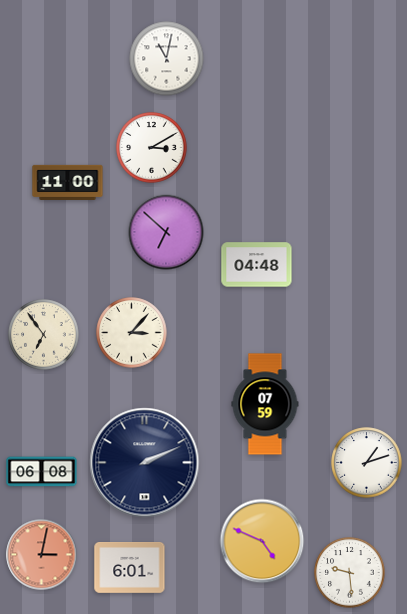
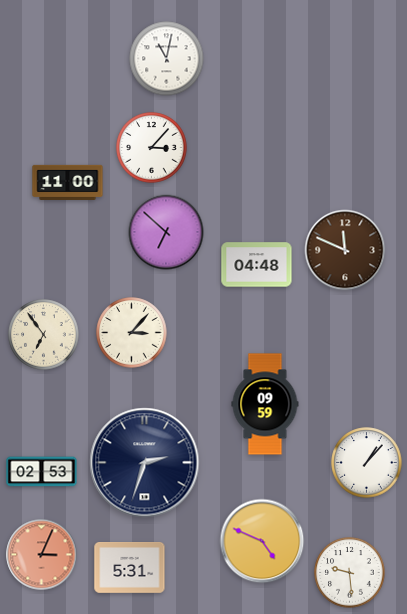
clock at (152, 148): 3:10 -> 3:07
clock at (345, 250): none -> 11:49
clock at (265, 404): 07:59 -> 09:59
clock at (145, 463): 2:11 -> 2:33
clock at (367, 463): 1:12 -> 1:07
clock at (42, 472): 06:08 -> 02:53
clock at (42, 555): 3:02 -> 3:04
clock at (130, 568): 6:01 -> 5:31
